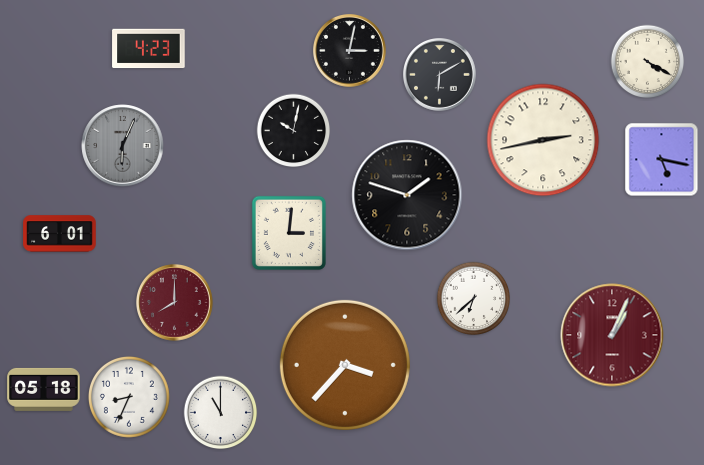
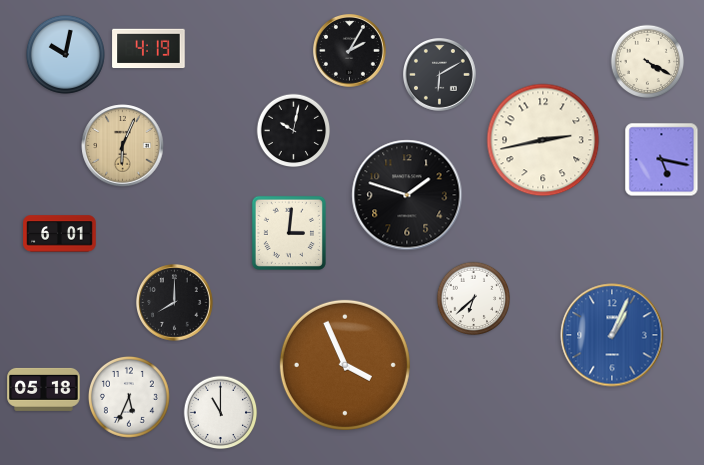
clock at (149, 49): 4:23 -> 4:19
clock at (350, 51): 3:02 -> 2:05
clock at (65, 54): none -> 10:02
clock at (123, 146) dial: grey -> champagne
clock at (175, 303) dial: burgundy -> black
clock at (612, 335) dial: burgundy -> blue
clock at (345, 365): 3:37 -> 3:56
clock at (129, 397): 8:34 -> 5:34
